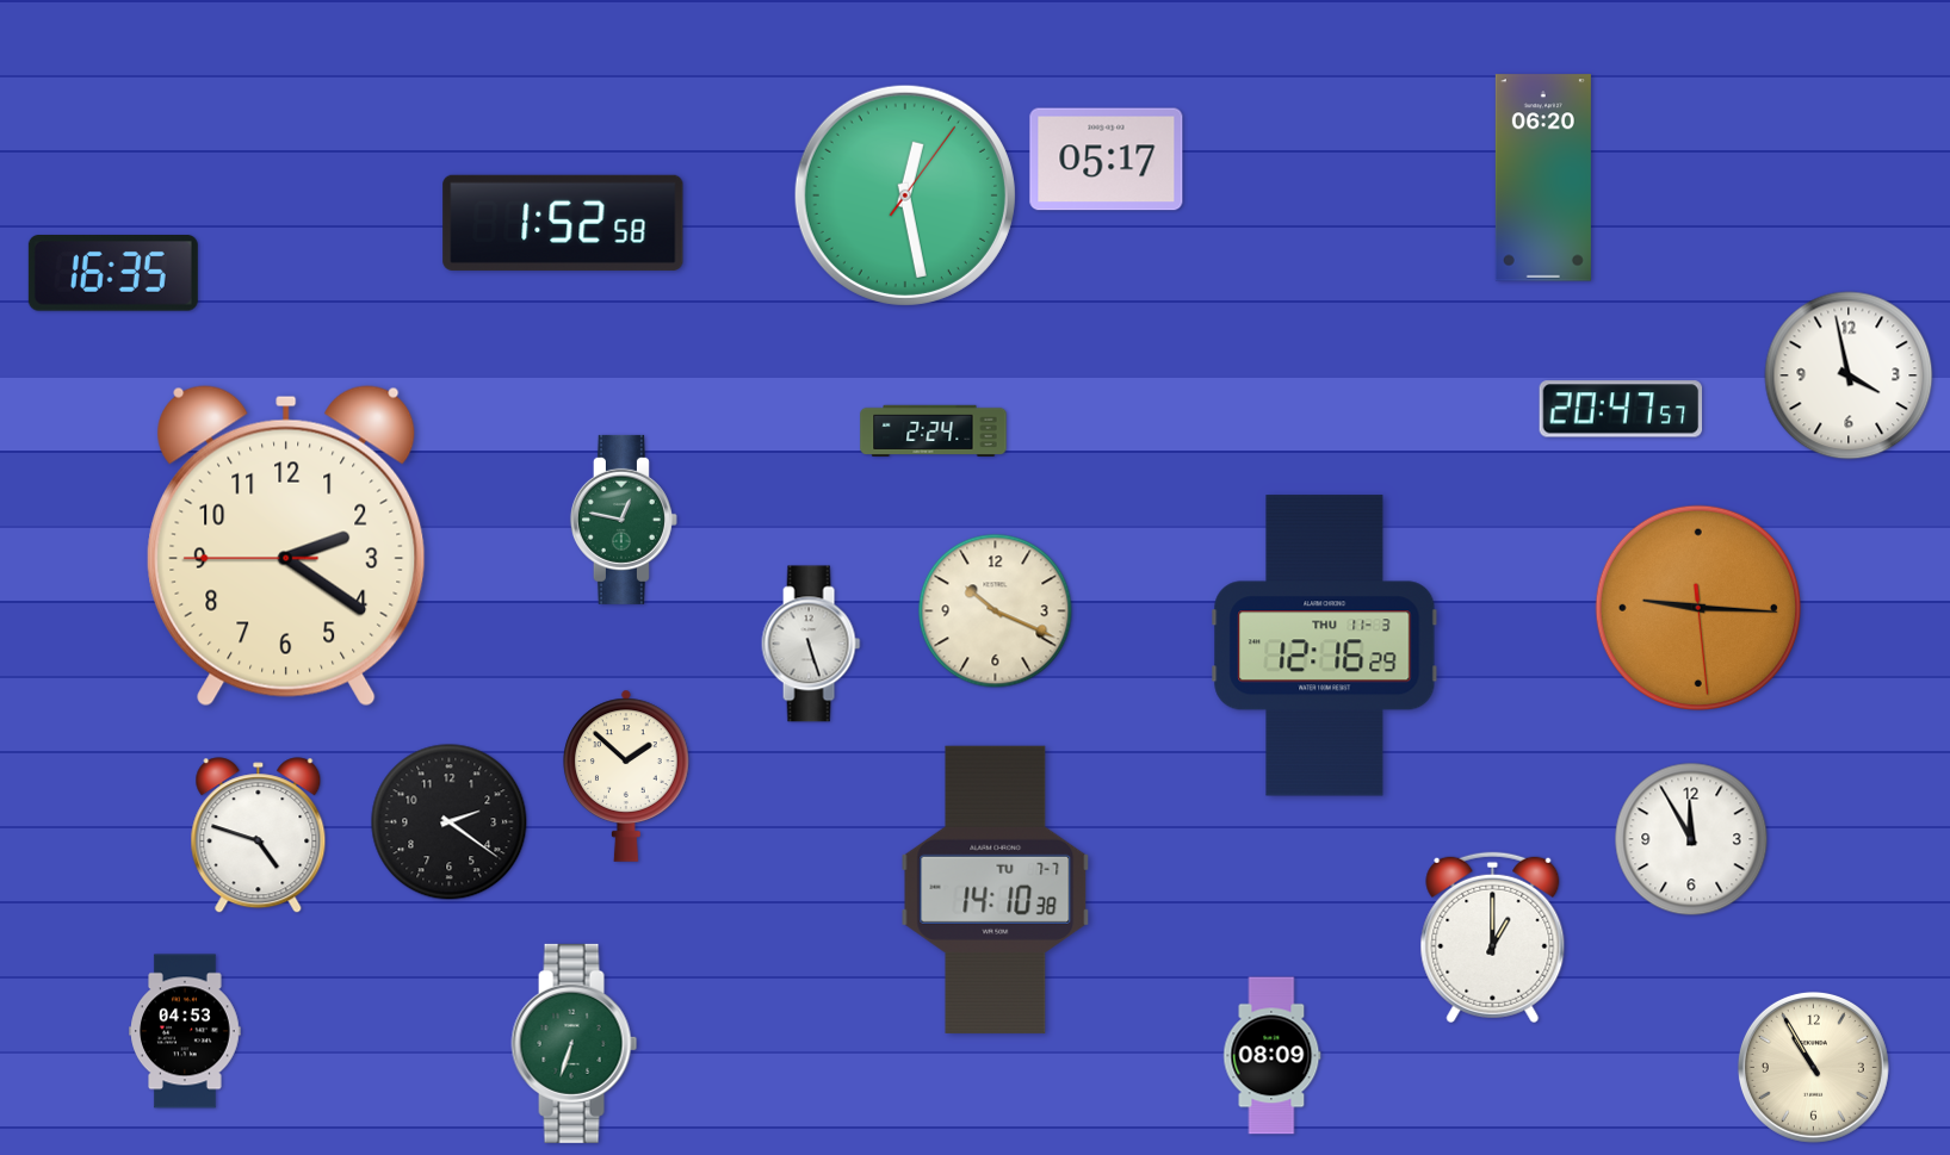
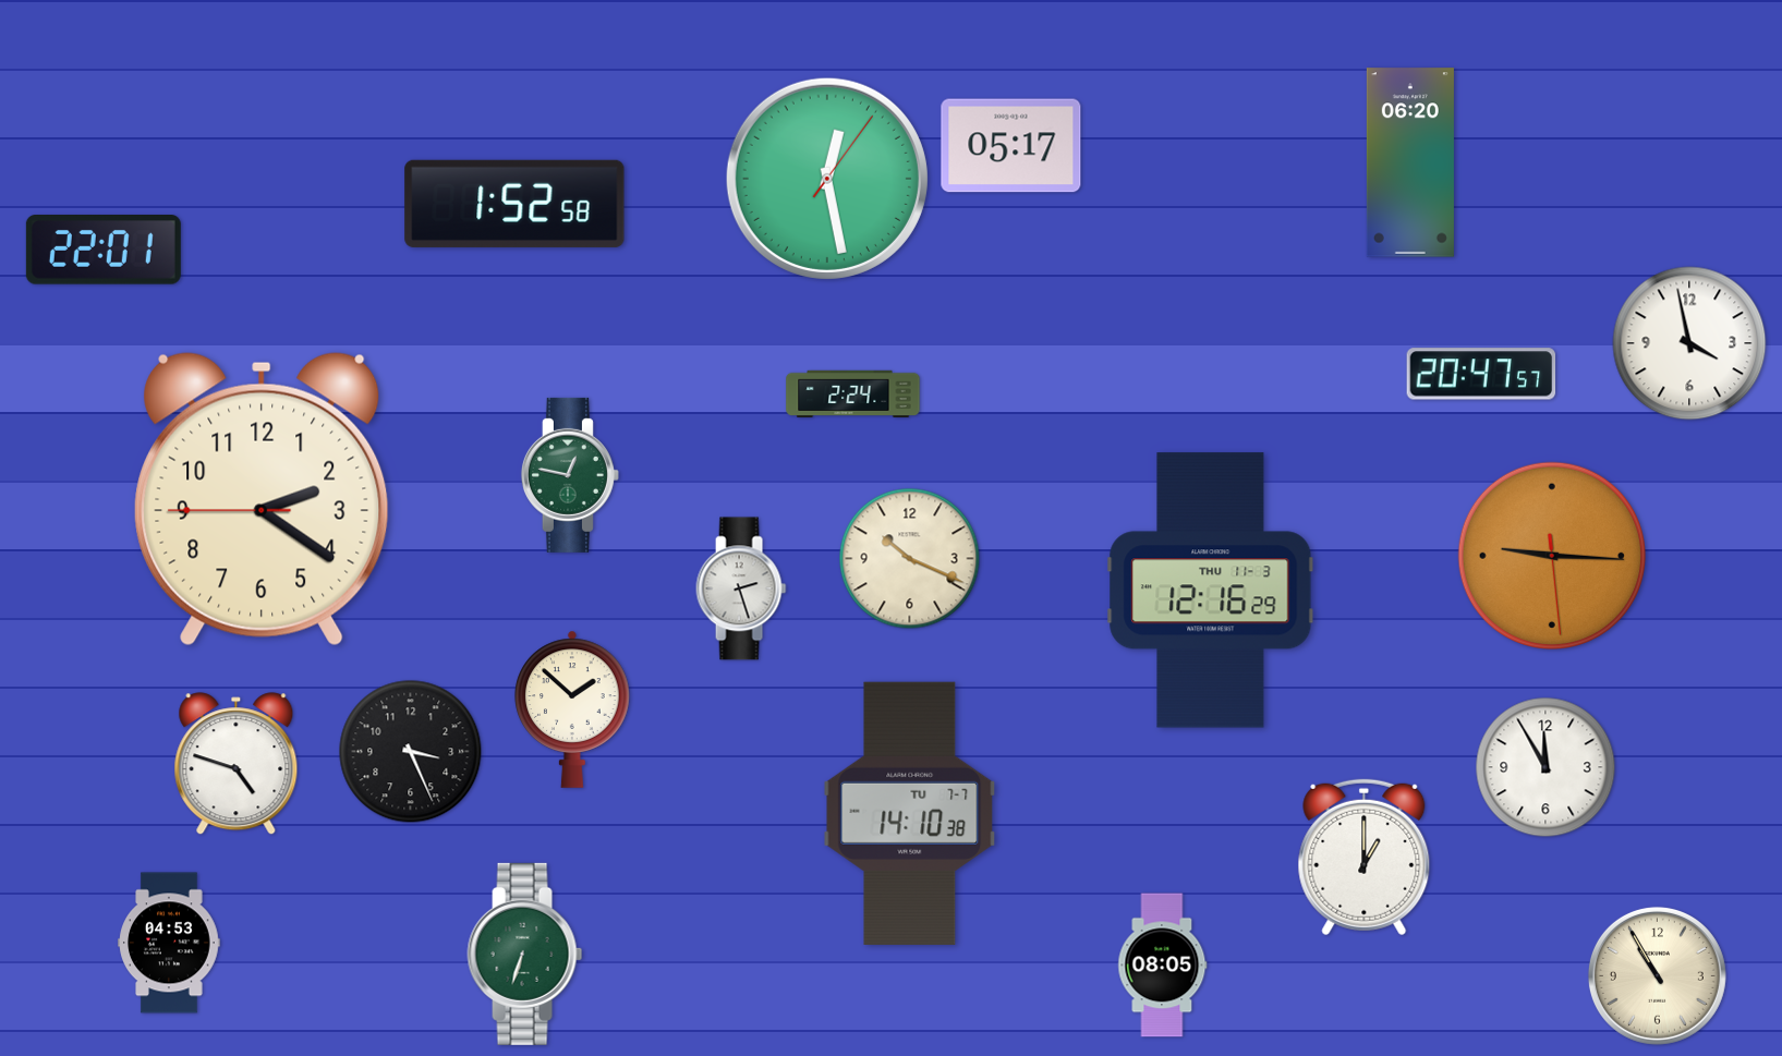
clock at (113, 273): 16:35 -> 22:01
clock at (811, 644): 5:27 -> 2:27
clock at (450, 822): 2:21 -> 3:26
clock at (1273, 1056): 08:09 -> 08:05
